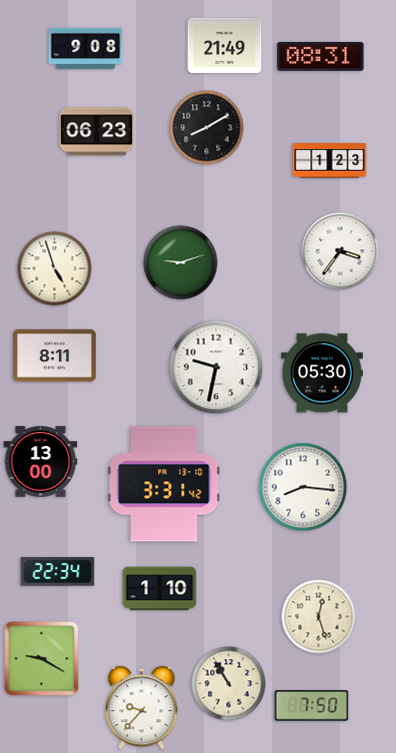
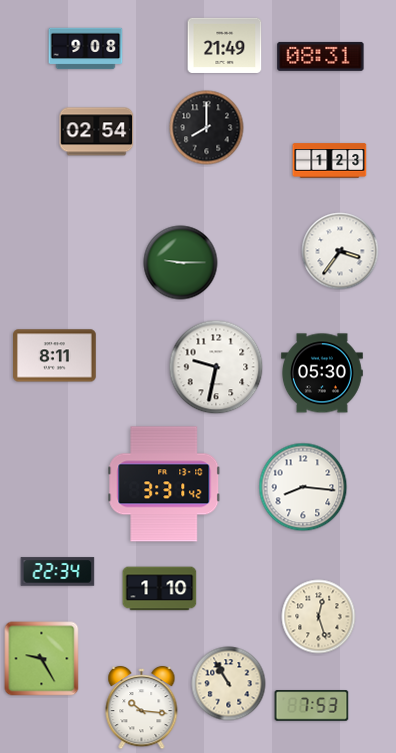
clock at (207, 128): 8:10 -> 8:00
clock at (97, 132): 06:23 -> 02:54
clock at (181, 263): 9:12 -> 9:15
clock at (55, 269): 4:57 -> none
clock at (41, 462): 13:00 -> none
clock at (42, 659): 9:20 -> 9:25
clock at (312, 706): 7:50 -> 7:53
clock at (142, 708): 9:37 -> 10:16
